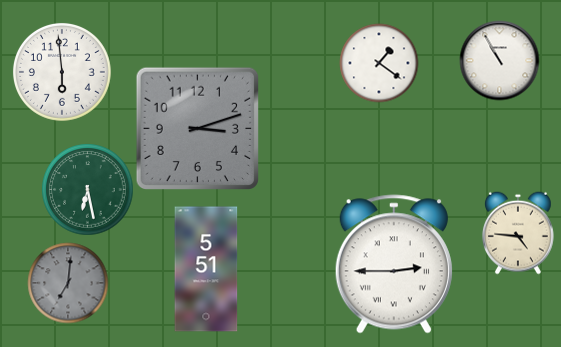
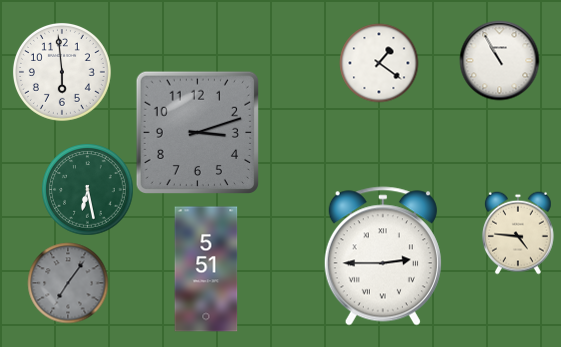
clock at (197, 128) position: (197, 128) -> (197, 132)
clock at (394, 264) position: (394, 264) -> (383, 256)
clock at (68, 283): 7:01 -> 7:06
